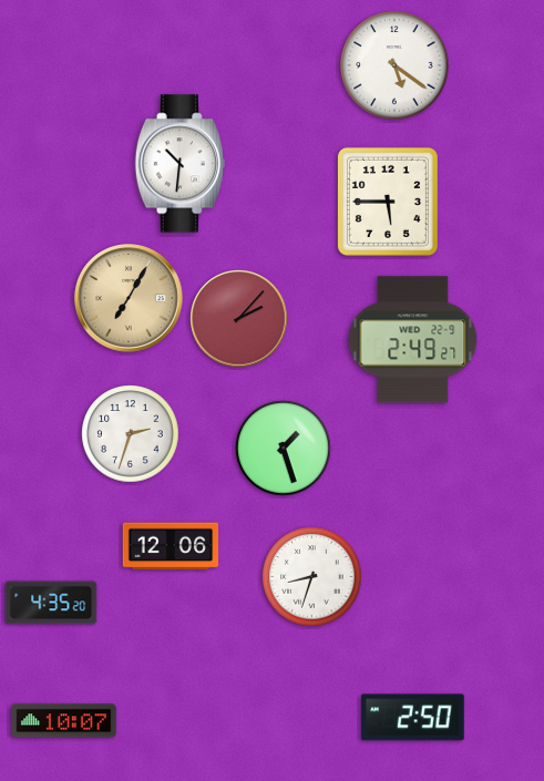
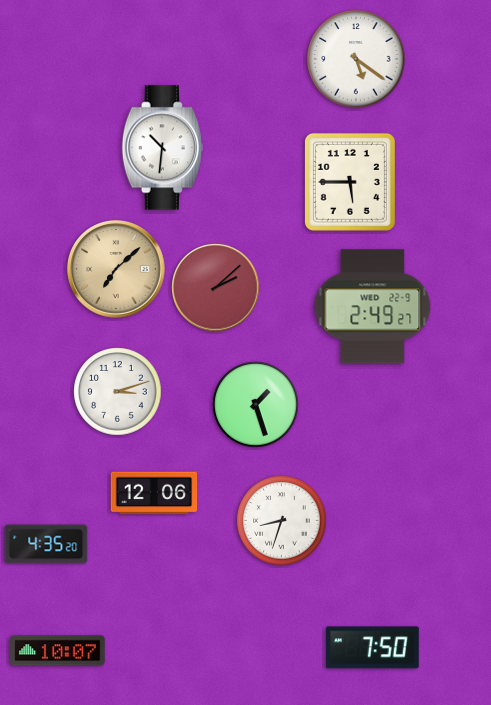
clock at (129, 298): 7:05 -> 7:08
clock at (239, 319): 2:07 -> 2:08
clock at (131, 434): 2:33 -> 3:12
clock at (412, 718): 2:50 -> 7:50
